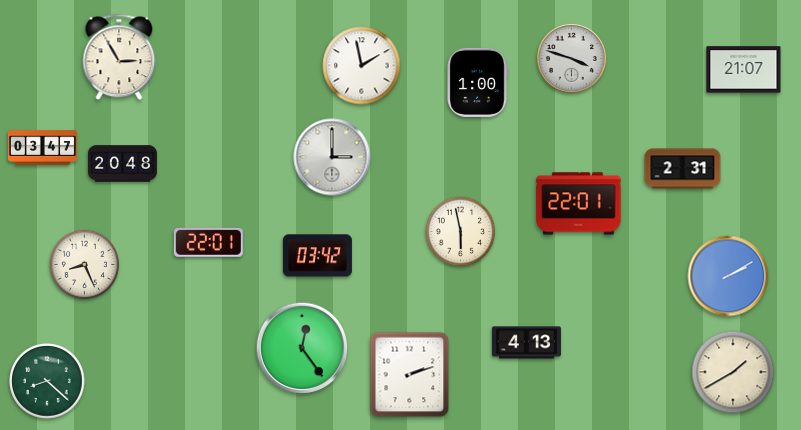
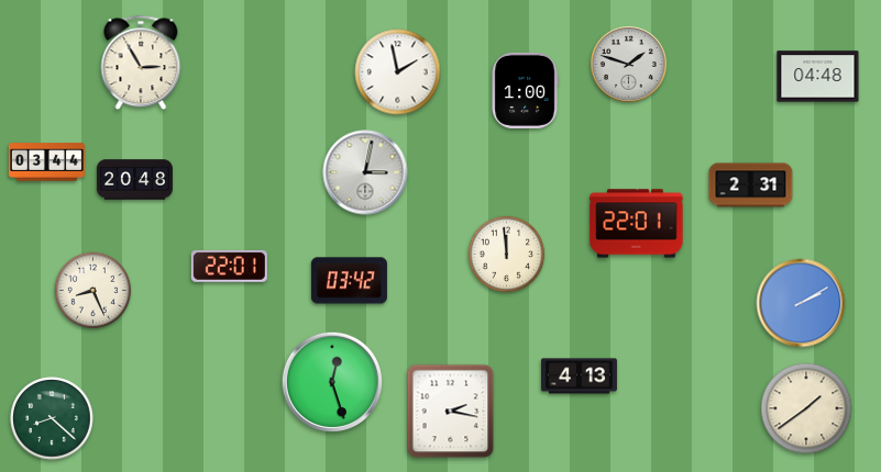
clock at (119, 57) position: (119, 57) -> (141, 63)
clock at (572, 59): 3:48 -> 1:48
clock at (744, 70): 21:07 -> 04:48
clock at (42, 148): 03:47 -> 03:44
clock at (332, 157): 3:00 -> 3:02
clock at (461, 232): 5:58 -> 11:59
clock at (302, 348): 12:24 -> 12:27
clock at (733, 372): 1:40 -> 1:39
clock at (410, 375): 2:12 -> 2:17
